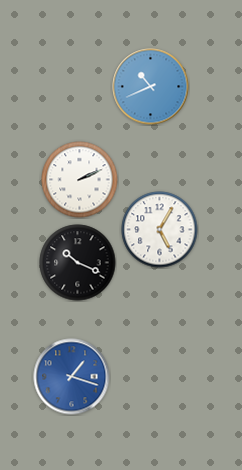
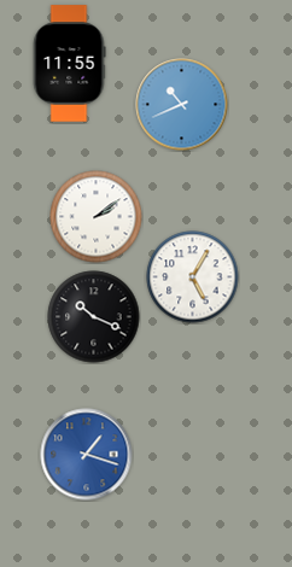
clock at (69, 64): none -> 11:55
clock at (80, 180): 2:11 -> 2:09
